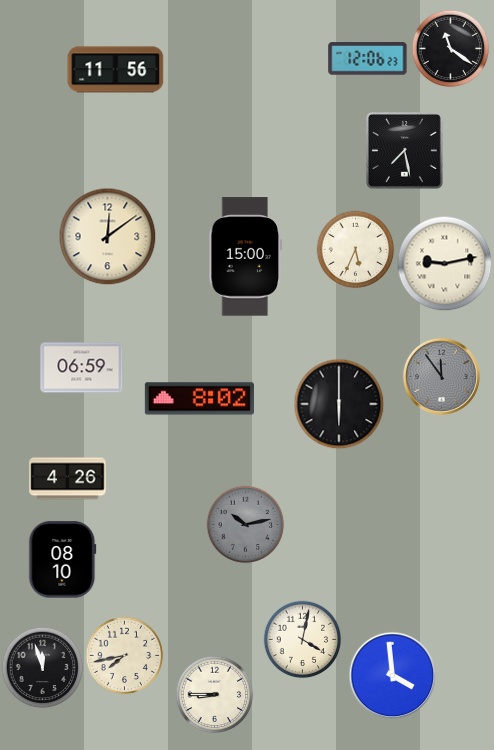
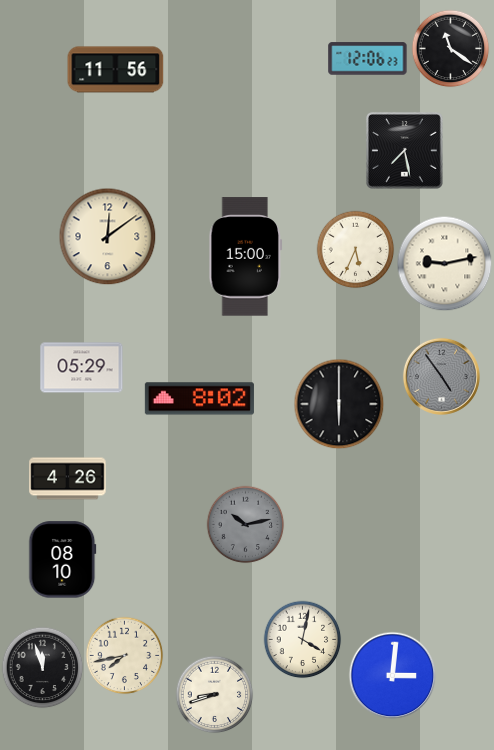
clock at (82, 368): 06:59 -> 05:29
clock at (441, 376): 11:54 -> 4:54
clock at (392, 675): 3:59 -> 3:01
clock at (214, 694): 8:45 -> 8:42
